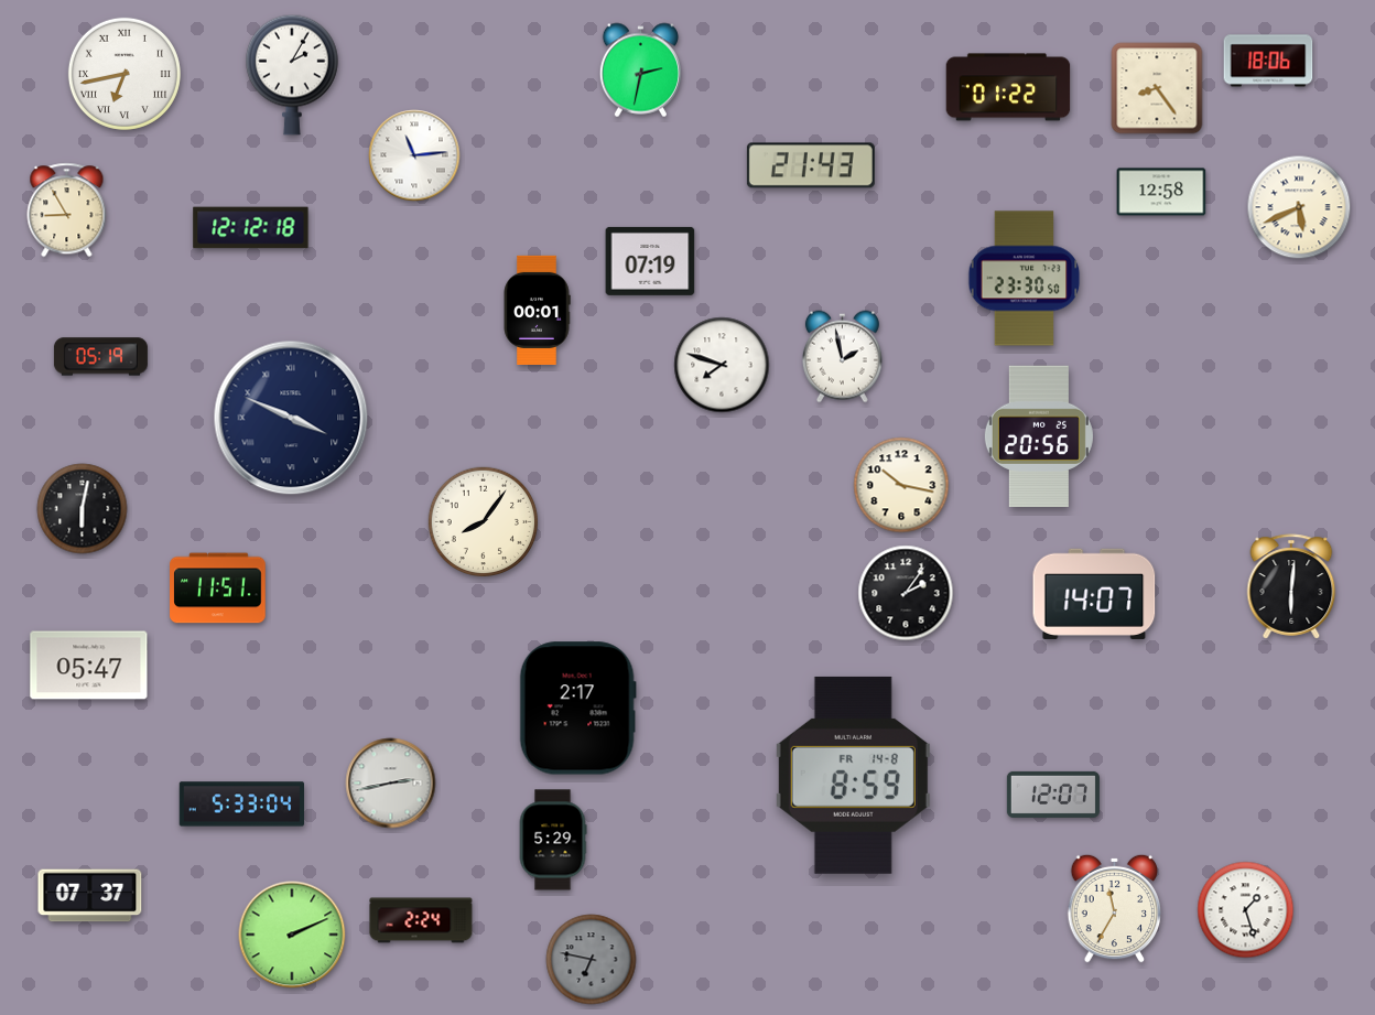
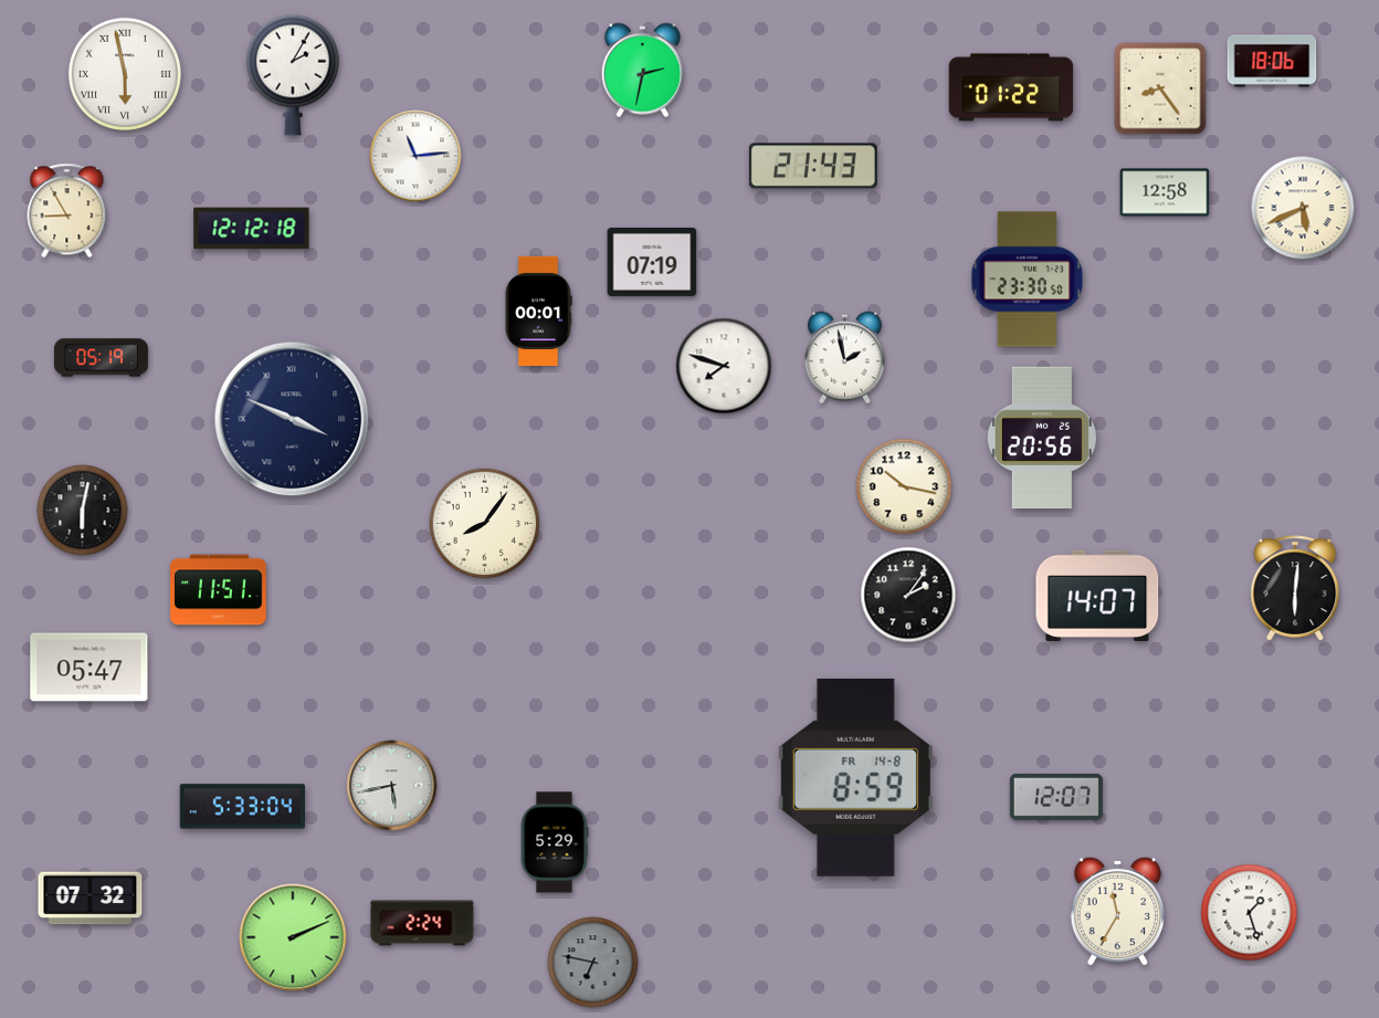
clock at (124, 74): 6:43 -> 5:58
clock at (577, 709): 2:17 -> none
clock at (391, 784): 2:43 -> 5:43
clock at (90, 896): 07:37 -> 07:32
